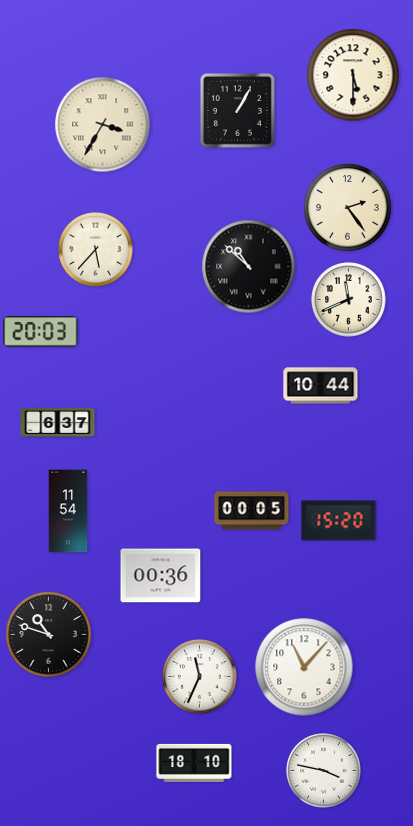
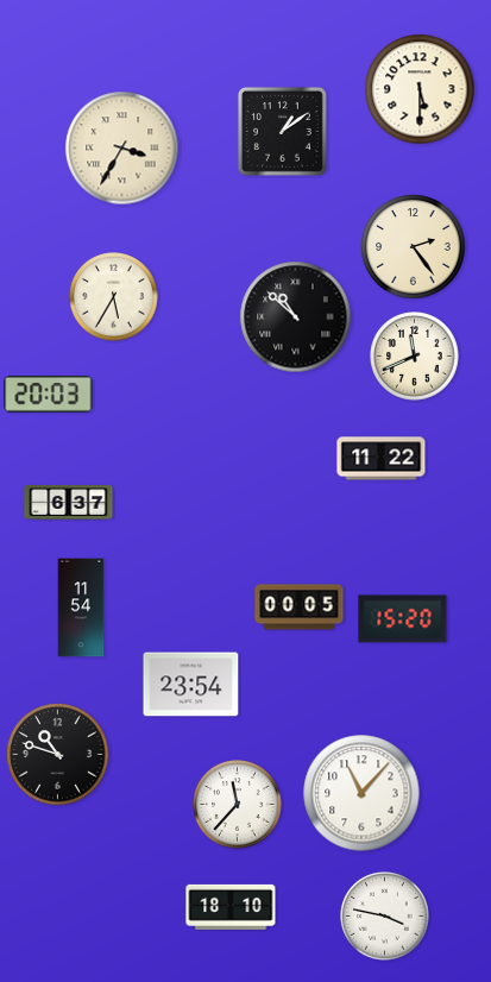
clock at (237, 110): 1:05 -> 1:09
clock at (96, 250): 5:37 -> 5:35
clock at (321, 386): 10:44 -> 11:22
clock at (161, 576): 00:36 -> 23:54
clock at (200, 677): 11:34 -> 11:37
